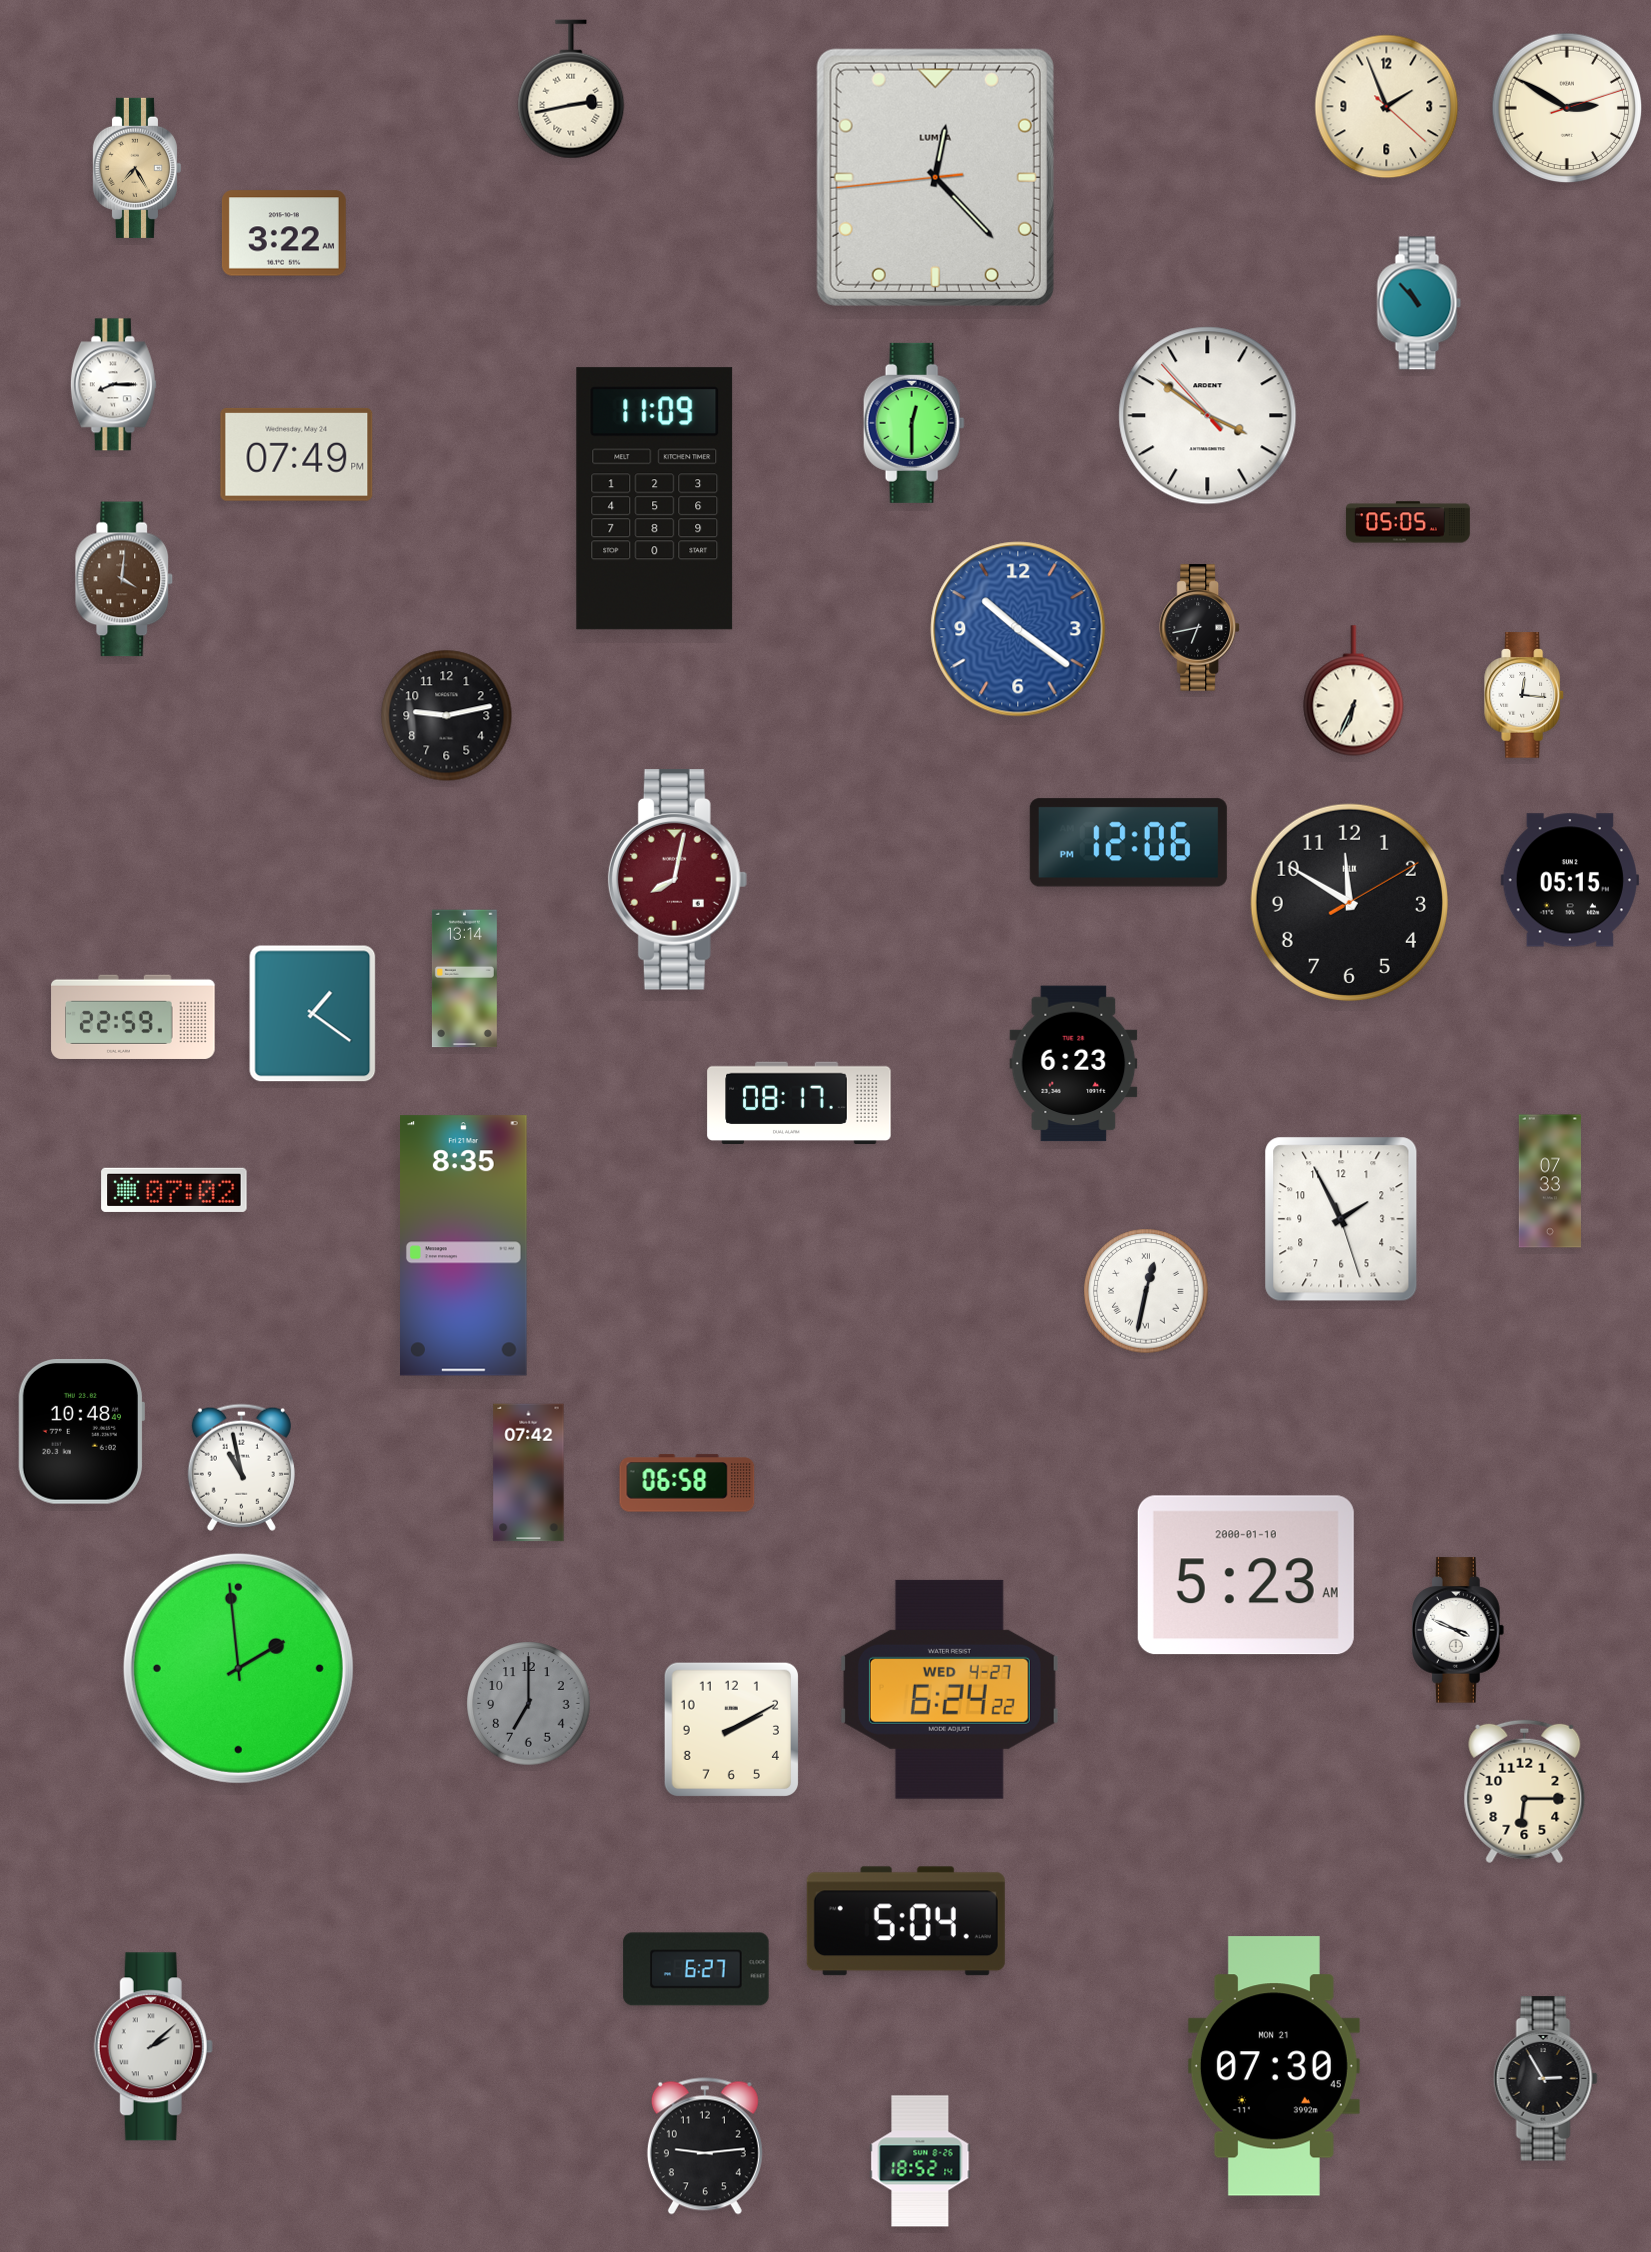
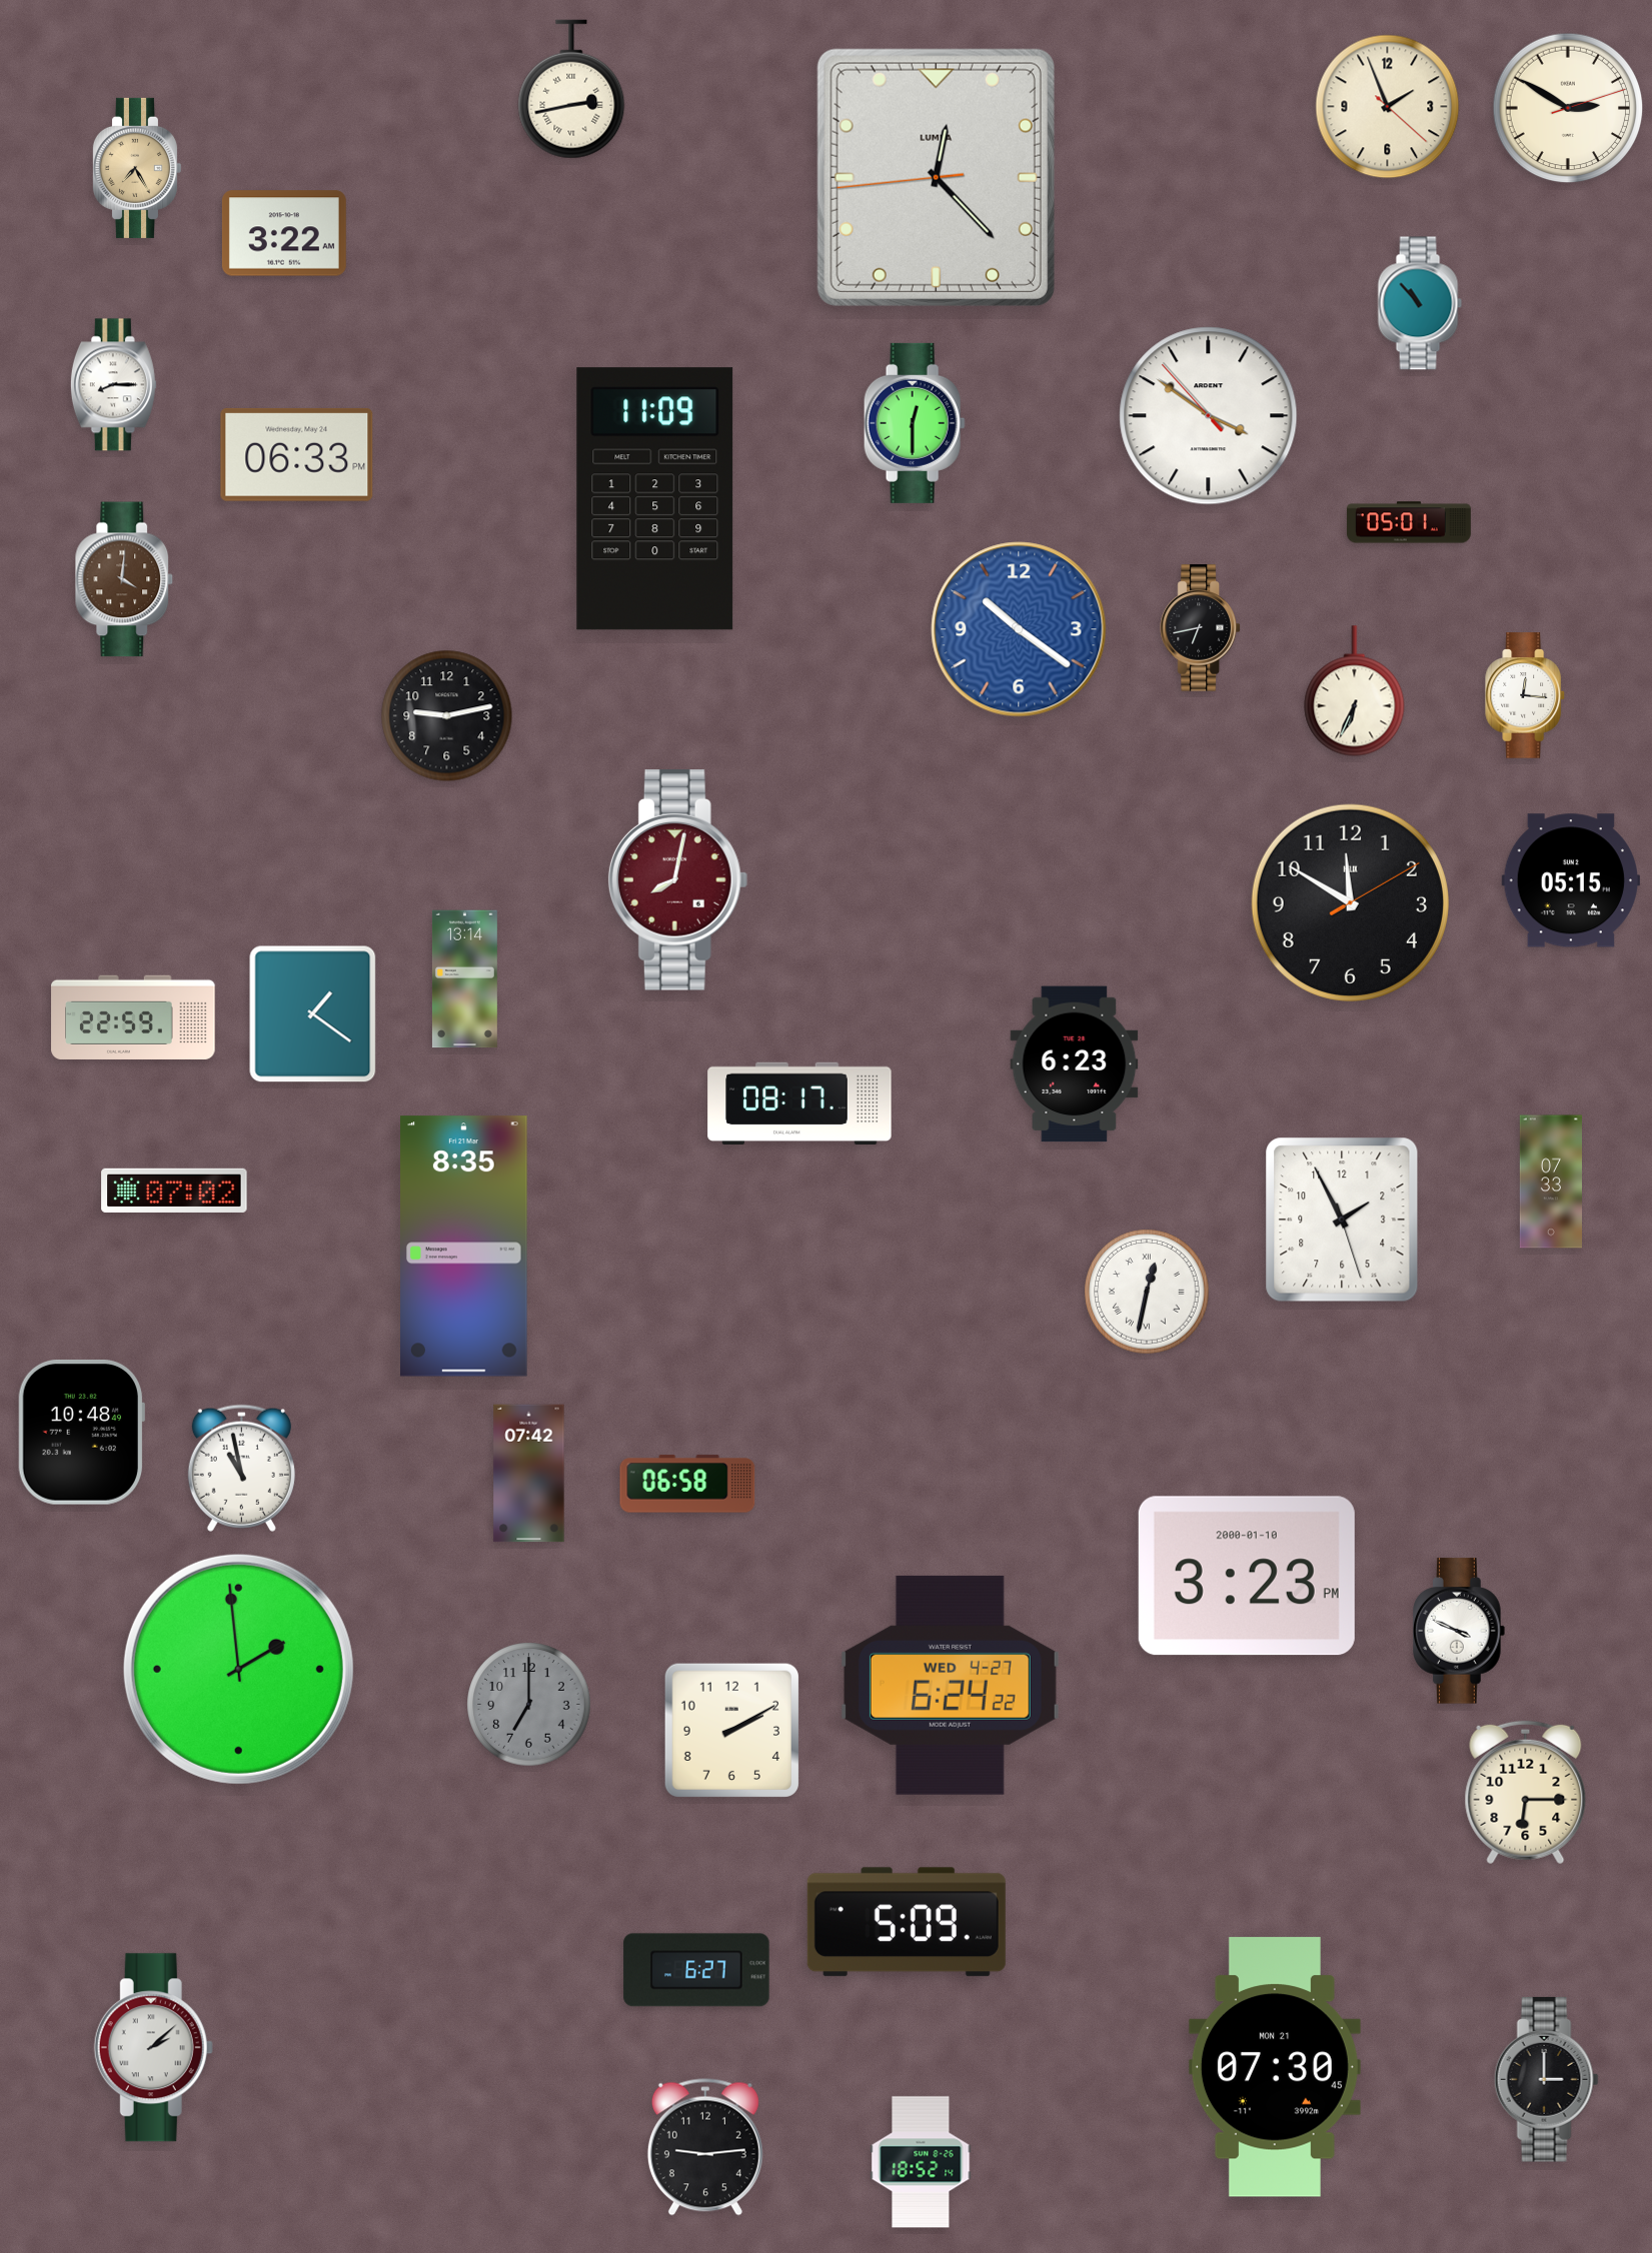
clock at (297, 454): 07:49 -> 06:33
clock at (1408, 522): 05:05 -> 05:01
clock at (1128, 843): 12:06 -> none
clock at (1246, 1575): 5:23 -> 3:23
clock at (949, 1689) position: (949, 1689) -> (950, 1685)
clock at (906, 1921): 5:04 -> 5:09
clock at (1545, 2079): 2:55 -> 3:00
